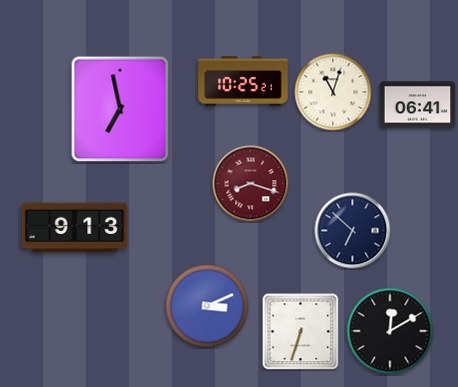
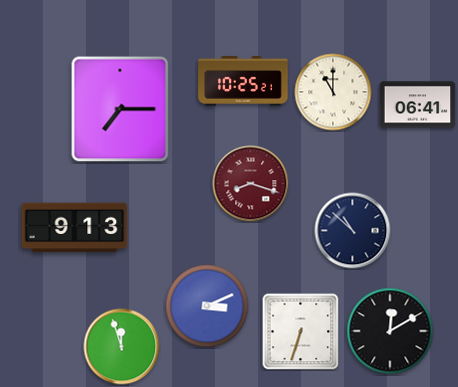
clock at (333, 92): 11:03 -> 11:00
clock at (120, 109): 6:58 -> 7:15
clock at (353, 231): 6:52 -> 10:52
clock at (122, 347): none -> 11:57
